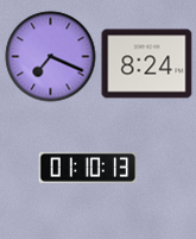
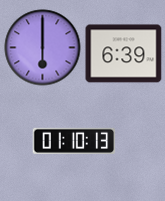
clock at (51, 57): 7:19 -> 6:00
clock at (147, 64): 8:24 -> 6:39
